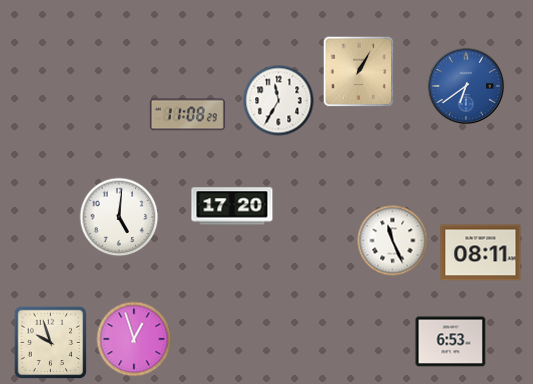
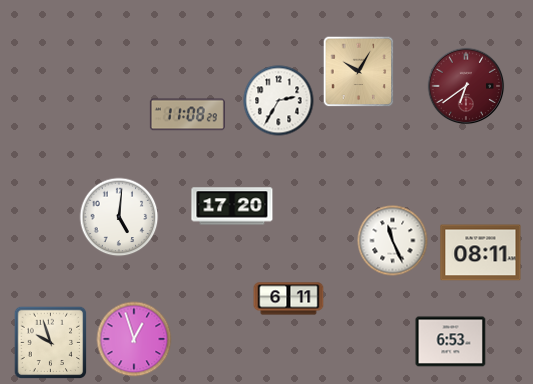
clock at (359, 72): 1:05 -> 10:05
clock at (466, 86) dial: blue -> burgundy
clock at (279, 101): 11:35 -> 2:35
clock at (289, 299): none -> 6:11
